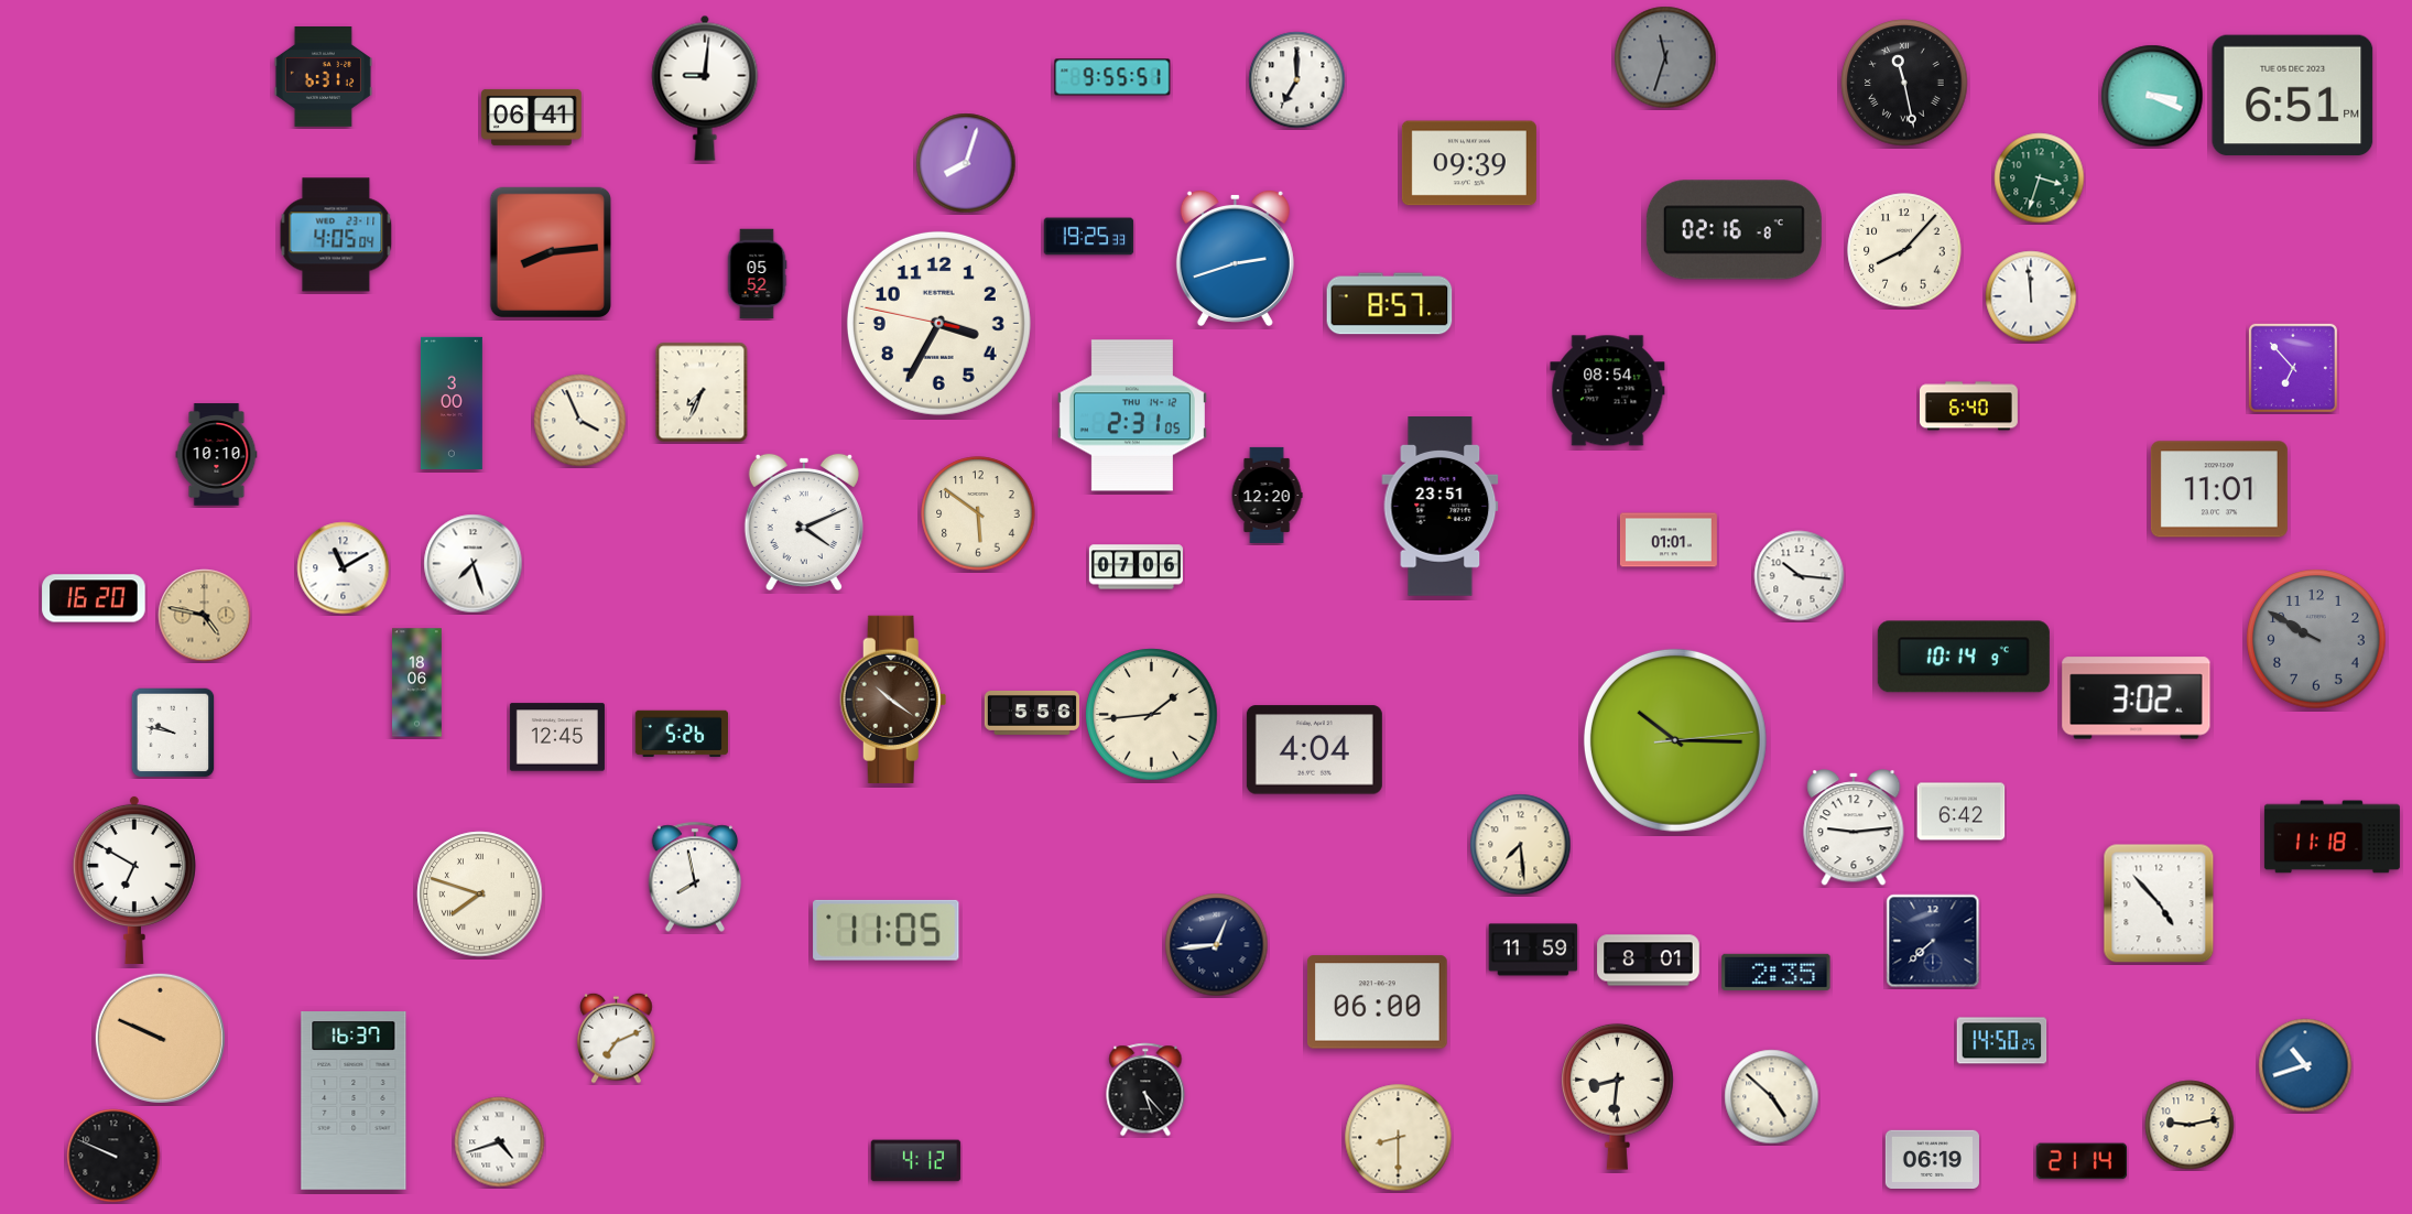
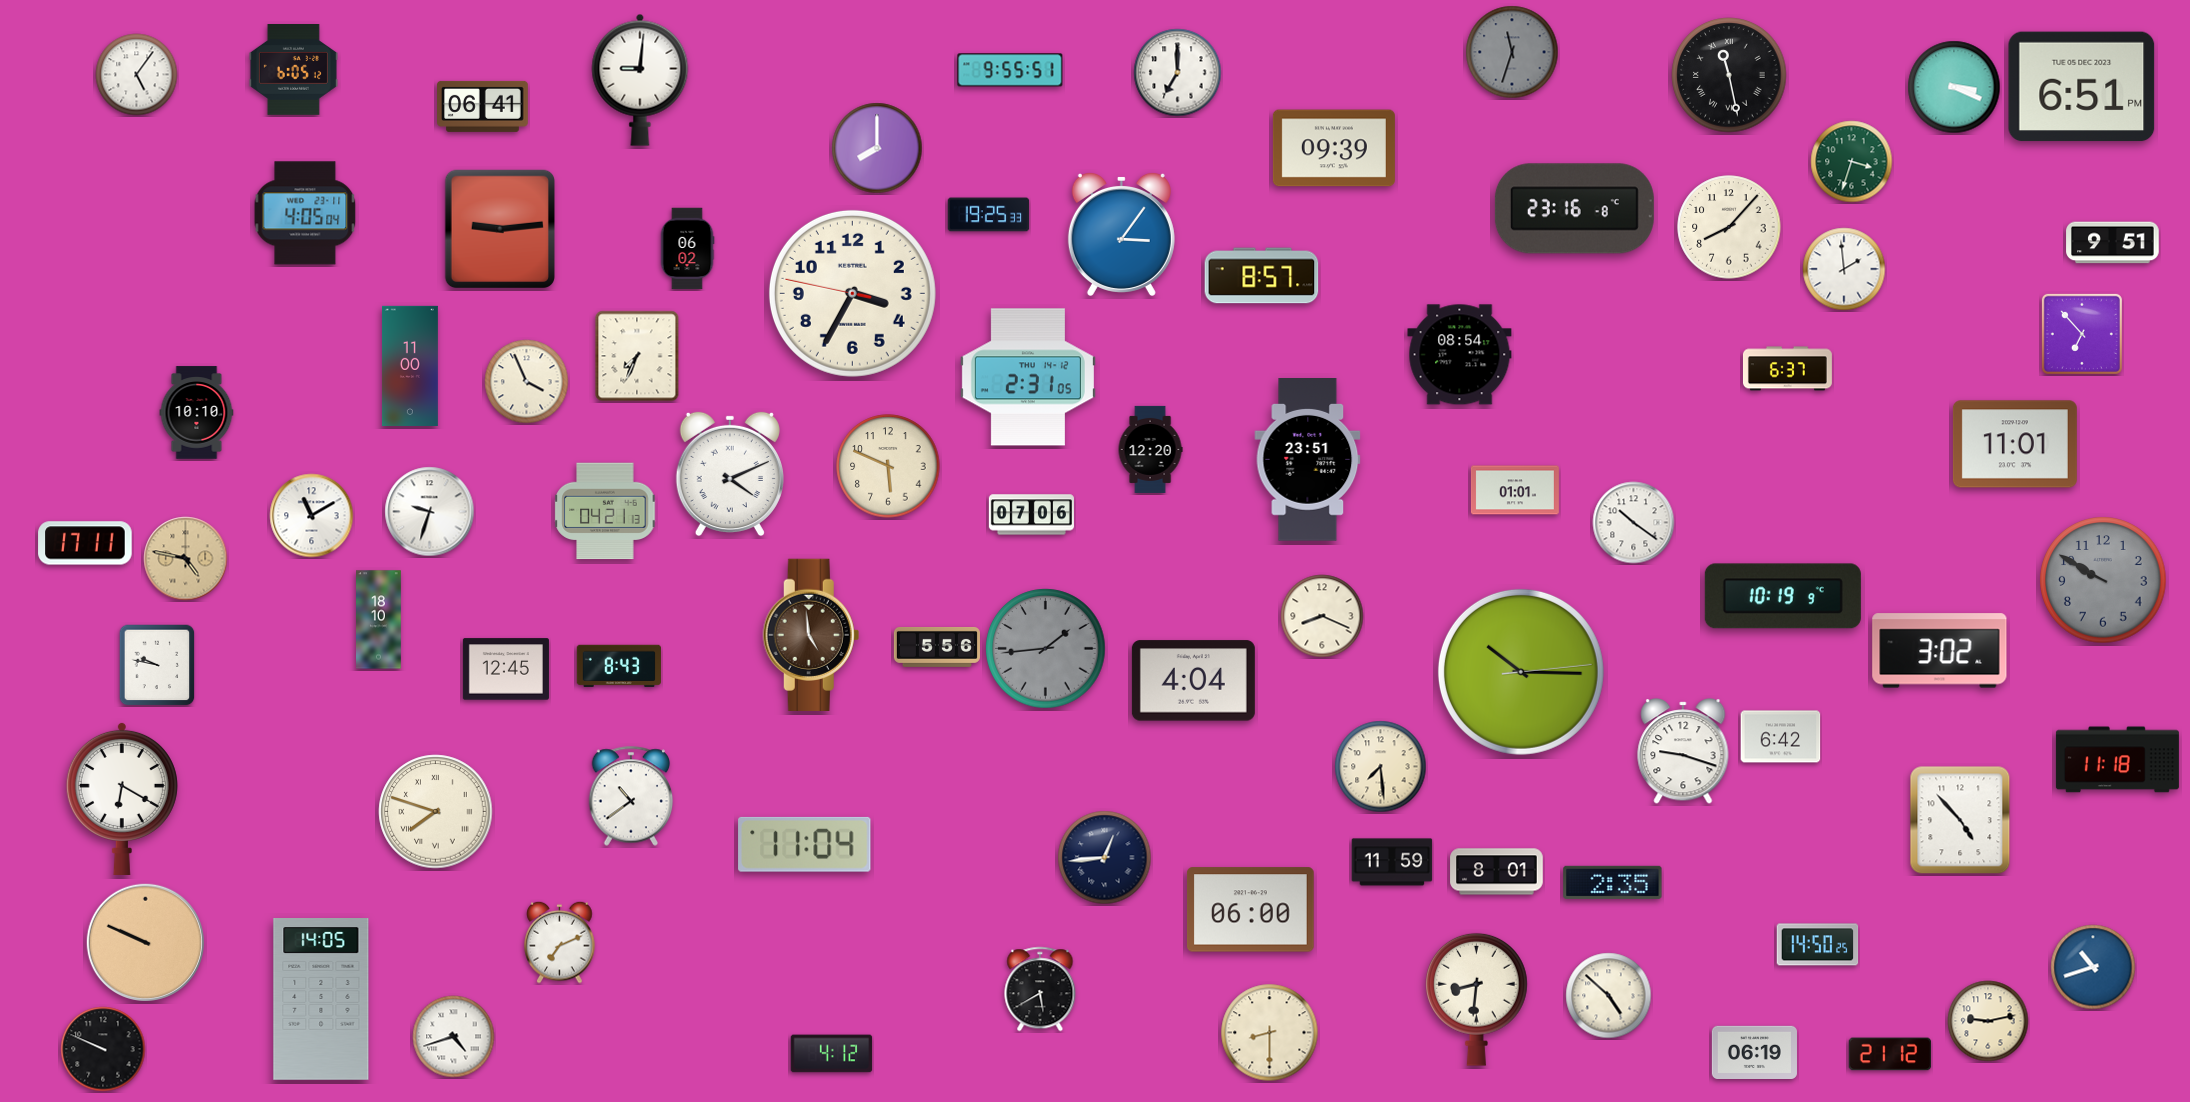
clock at (323, 77): 6:31 -> 6:05
clock at (137, 75): none -> 5:06
clock at (966, 163): 8:03 -> 8:00
clock at (1734, 230): 02:16 -> 23:16
clock at (550, 251): 8:14 -> 9:14
clock at (1235, 258): 2:42 -> 3:06
clock at (2113, 243): none -> 9:51
clock at (757, 274): 05:52 -> 06:02
clock at (2031, 296): 11:59 -> 1:59
clock at (452, 403): 3:00 -> 11:00
clock at (1968, 407): 6:40 -> 6:37
clock at (978, 513): 5:51 -> 5:49
clock at (605, 511): none -> 04:21
clock at (474, 564): 7:27 -> 9:33
clock at (1800, 576): 10:16 -> 10:21
clock at (94, 598): 16:20 -> 17:11
clock at (1964, 657): 10:14 -> 10:19
clock at (1322, 616): none -> 8:19
clock at (417, 683): 18:06 -> 18:10
clock at (893, 698): 10:21 -> 4:59
clock at (2137, 698) position: (2137, 698) -> (1940, 651)
clock at (1152, 715) dial: cream -> grey
clock at (682, 733): 5:26 -> 8:43
clock at (1854, 827): 9:14 -> 9:18
clock at (695, 877): 7:58 -> 10:39
clock at (134, 879): 6:50 -> 6:20
clock at (887, 930): 11:05 -> 11:04
clock at (1933, 941): 7:38 -> none
clock at (1145, 1090): 5:23 -> 5:40
clock at (1618, 1096) position: (1618, 1096) -> (1477, 999)
clock at (354, 1102): 16:37 -> 14:05
clock at (2082, 1161): 21:14 -> 21:12
